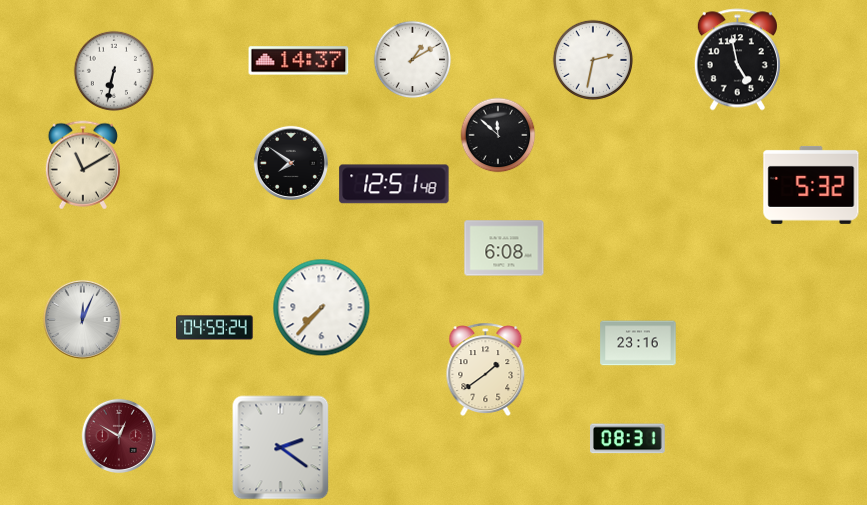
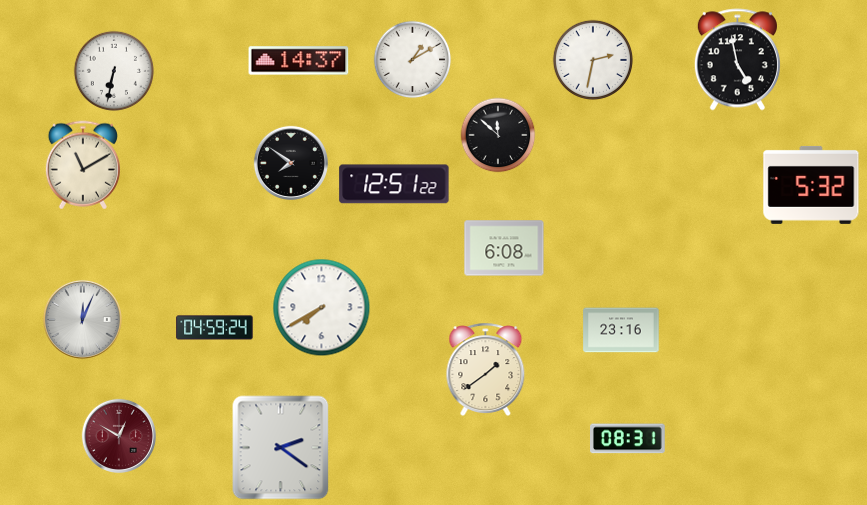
clock at (394, 184): 12:51:48 -> 12:51:22
clock at (322, 308): 7:37 -> 7:40
clock at (638, 343) position: (638, 343) -> (621, 330)
